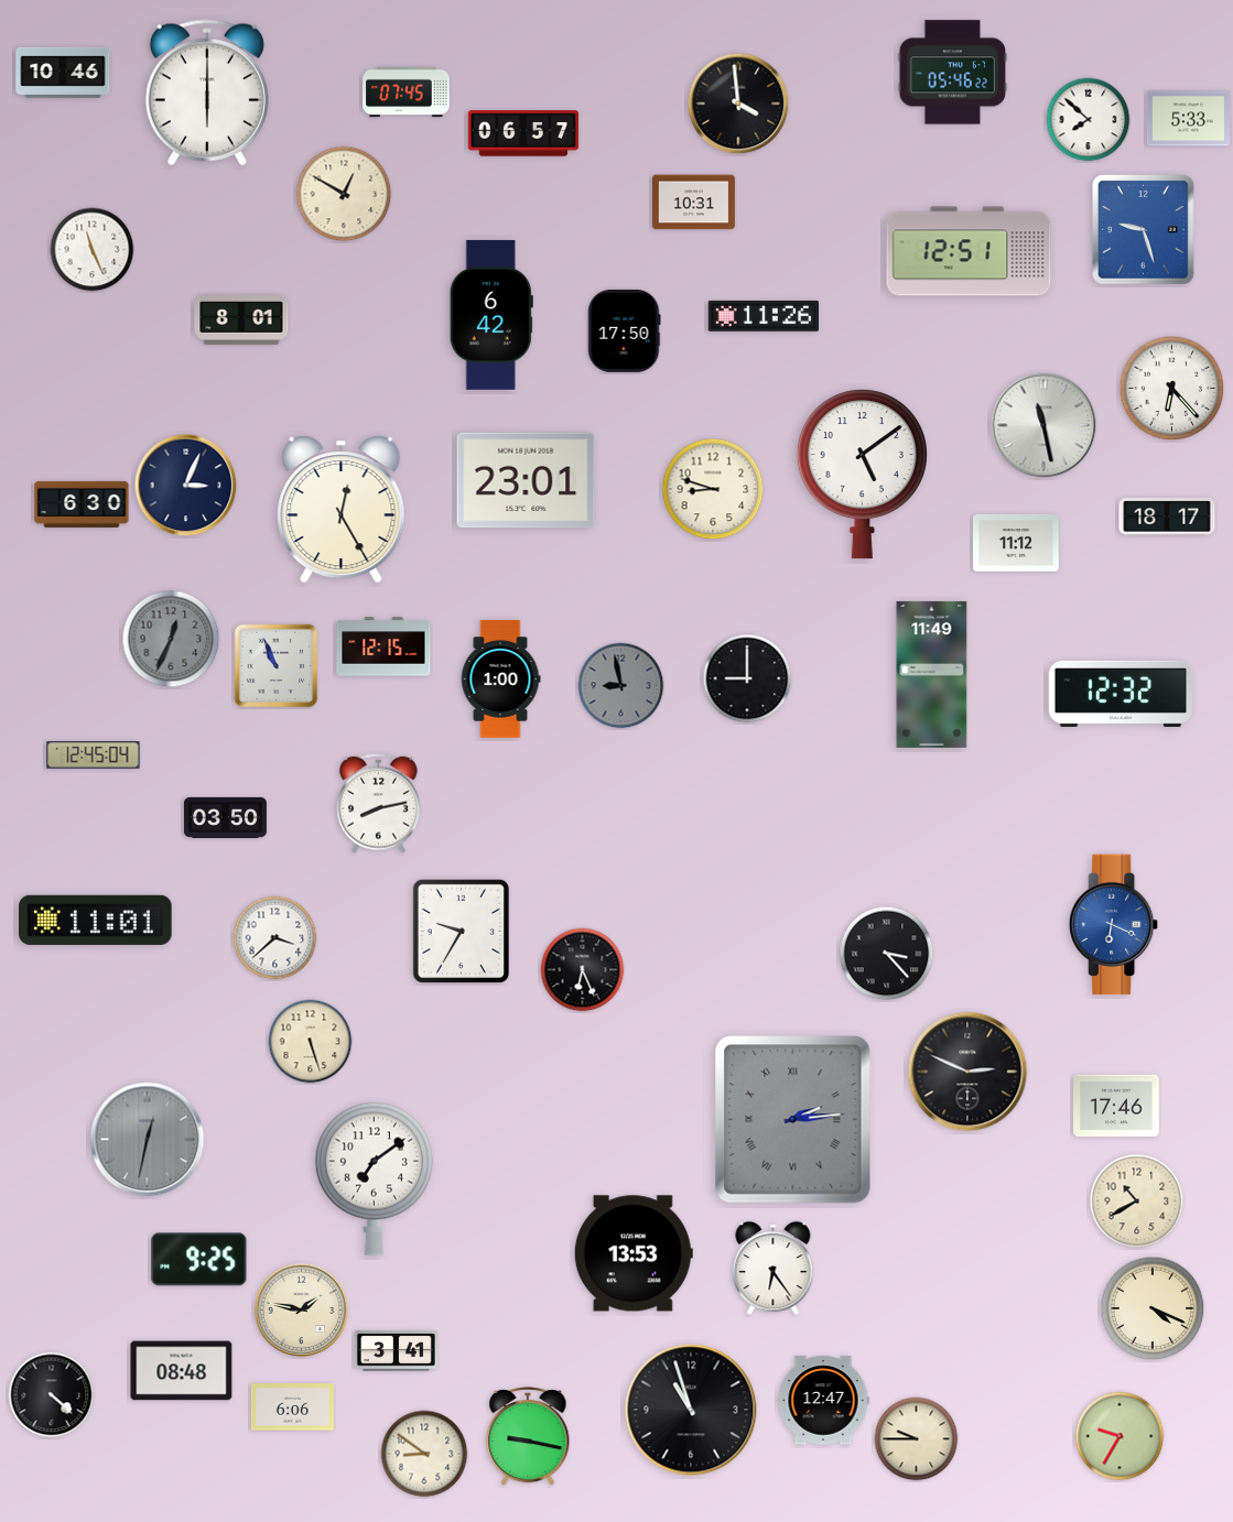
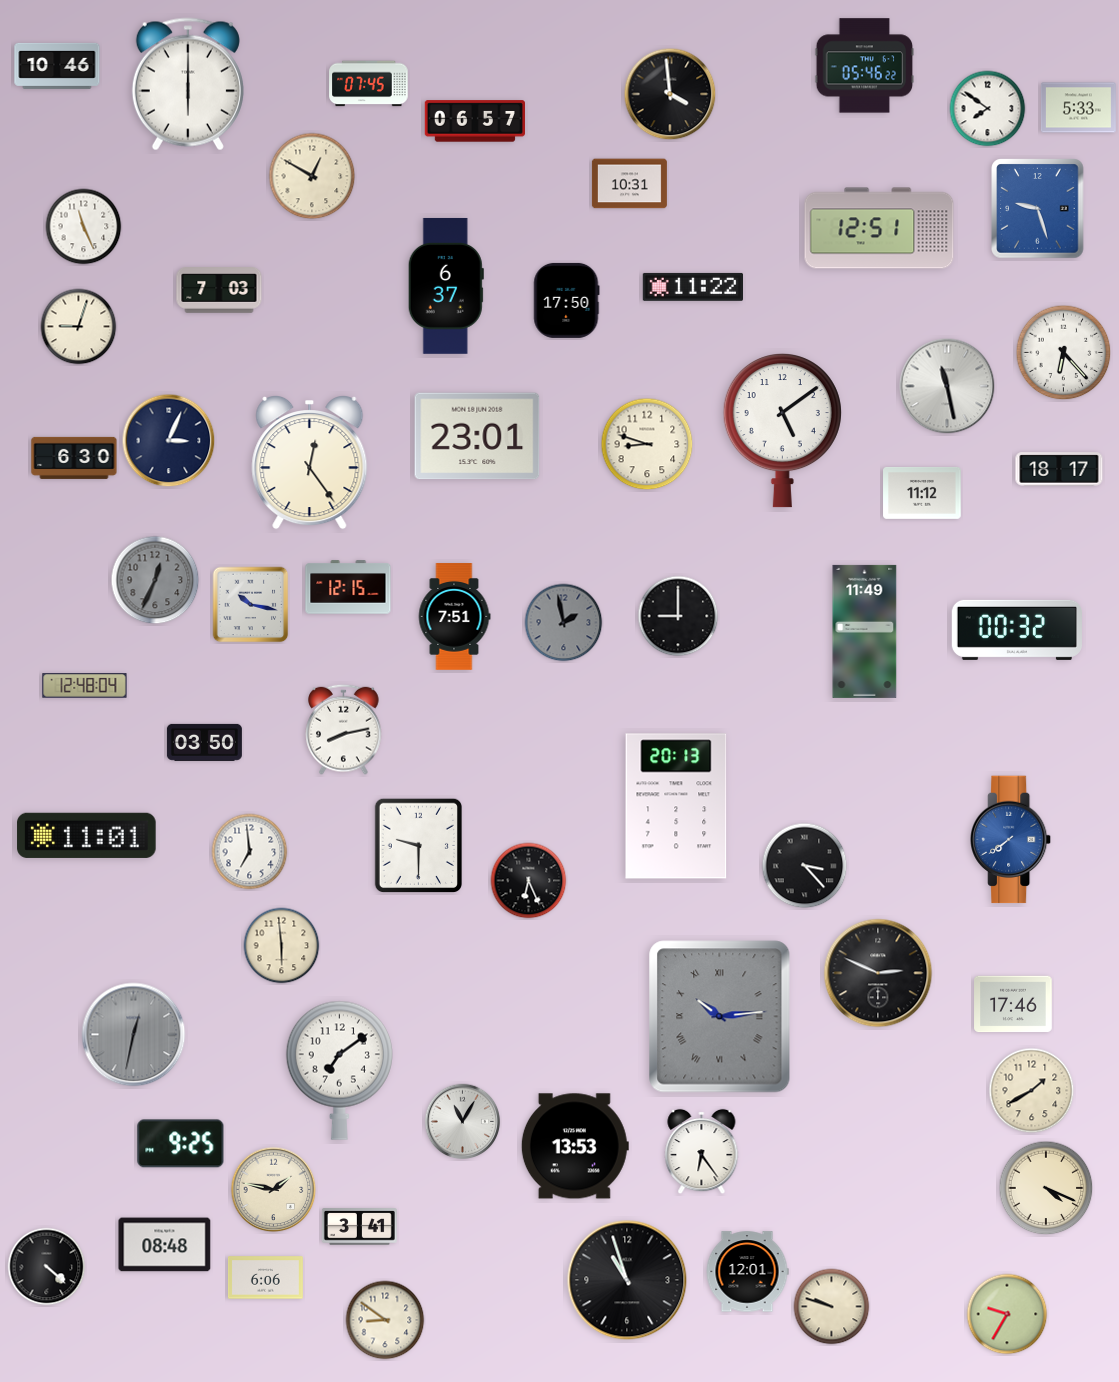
clock at (1089, 120): 7:52 -> 7:51
clock at (491, 315): 6:42 -> 6:37
clock at (762, 316): 11:26 -> 11:22
clock at (241, 319): 8:01 -> 7:03
clock at (79, 327): none -> 9:03
clock at (342, 510): 12:25 -> 12:24
clock at (277, 666): 10:56 -> 10:17
clock at (932, 674) position: (932, 674) -> (865, 631)
clock at (500, 680): 1:00 -> 7:51
clock at (621, 686): 8:58 -> 1:58
clock at (1121, 694): 12:32 -> 00:32
clock at (94, 755): 12:45 -> 12:48
clock at (676, 806): none -> 20:13
clock at (1114, 925): 6:19 -> 7:39
clock at (461, 931): 9:35 -> 9:30
clock at (275, 938): 3:38 -> 6:59
clock at (311, 1042): 5:27 -> 5:59
clock at (793, 1120): 2:14 -> 10:14
clock at (1137, 1202): 10:40 -> 1:40
clock at (463, 1122): none -> 11:05
clock at (634, 1253) position: (634, 1253) -> (575, 1146)
clock at (823, 1401): 12:47 -> 12:01
clock at (1120, 1436) position: (1120, 1436) -> (1007, 1314)
clock at (528, 1437): 9:17 -> none
clock at (917, 1439): 9:45 -> 9:48
